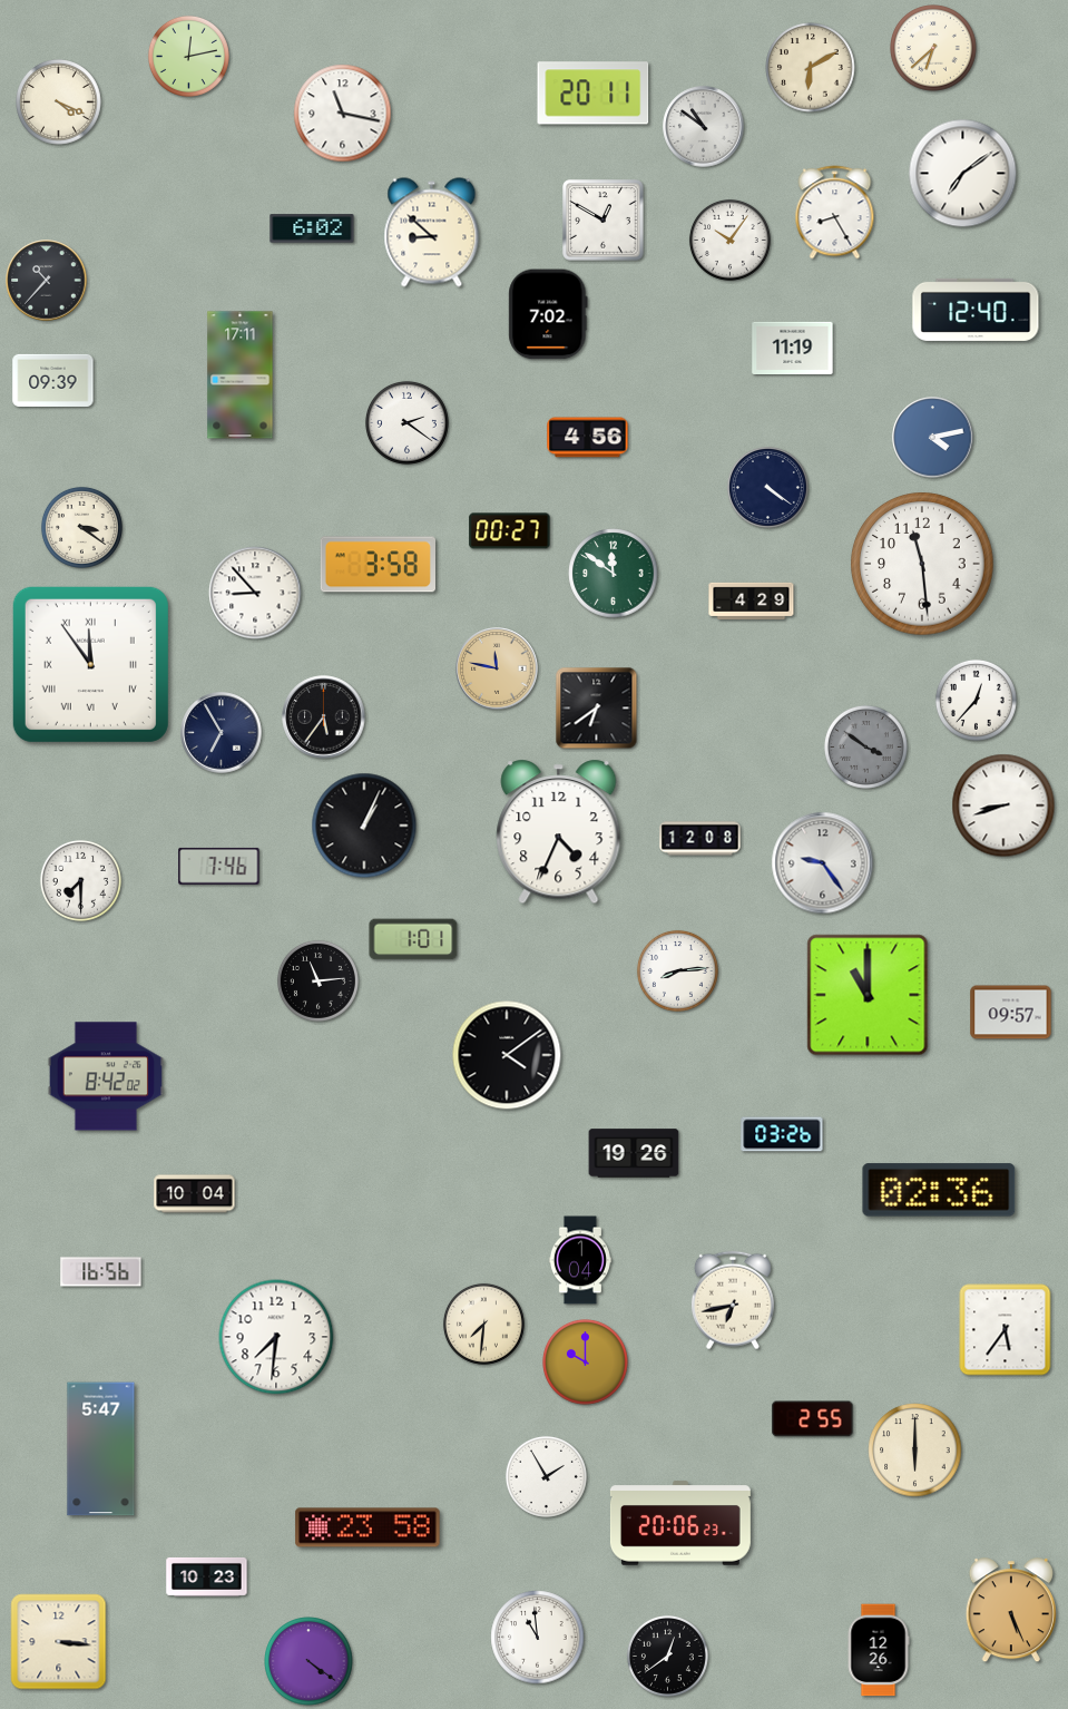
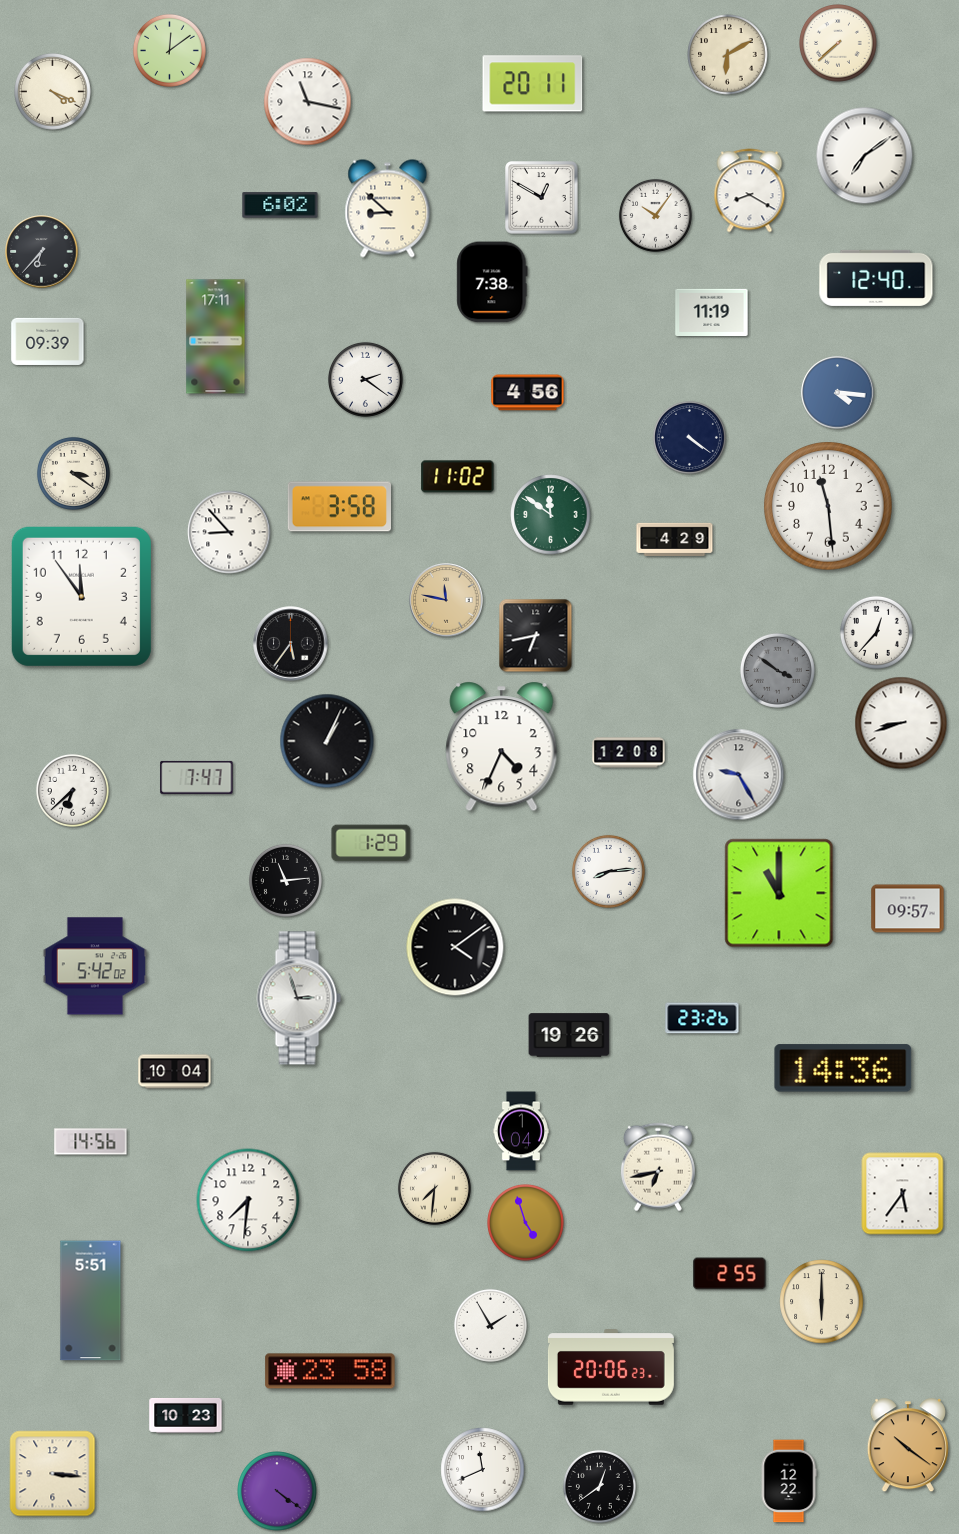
clock at (933, 48): 6:38 -> 7:38
clock at (188, 56): 12:13 -> 12:09
clock at (811, 68) position: (811, 68) -> (728, 55)
clock at (704, 127): 10:51 -> none
clock at (835, 213): 8:25 -> 8:20
clock at (47, 281): 10:37 -> 6:37
clock at (548, 314): 7:02 -> 7:38
clock at (933, 438): 4:13 -> 4:16
clock at (510, 531): 00:27 -> 11:02
clock at (90, 664) numerals: Roman -> Arabic
clock at (976, 700) position: (976, 700) -> (876, 632)
clock at (597, 709): 6:39 -> 6:43
clock at (222, 733): 6:55 -> none
clock at (823, 863): 9:24 -> 9:25
clock at (219, 866): 7:46 -> 7:47
clock at (80, 880): 7:30 -> 6:38
clock at (413, 939): 1:01 -> 1:29
clock at (106, 1076): 8:42 -> 5:42
clock at (299, 998): none -> 2:57
clock at (782, 1134): 03:26 -> 23:26
clock at (939, 1190): 02:36 -> 14:36
clock at (101, 1272): 16:56 -> 14:56
clock at (586, 1363): 10:00 -> 4:57
clock at (101, 1449): 5:47 -> 5:51
clock at (1011, 1611): 5:26 -> 10:21
clock at (538, 1638): 10:59 -> 11:41
clock at (879, 1650): 12:26 -> 12:22
